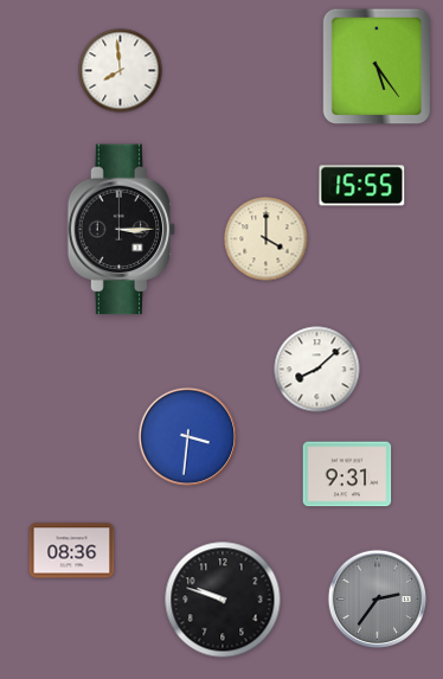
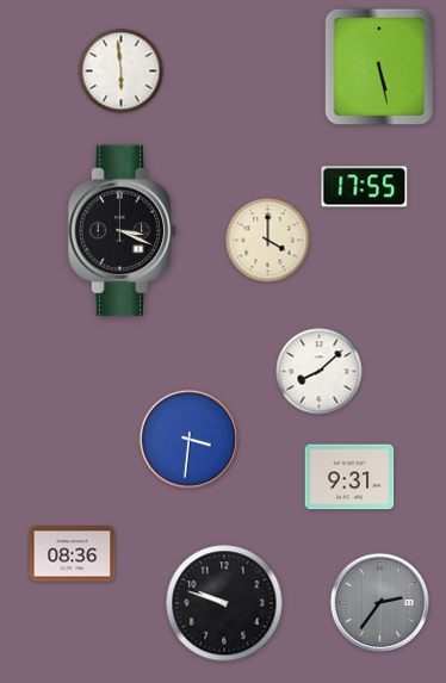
clock at (377, 66): 5:24 -> 5:28
clock at (121, 71): 7:59 -> 5:59
clock at (362, 186): 15:55 -> 17:55
clock at (122, 230): 3:15 -> 3:19
